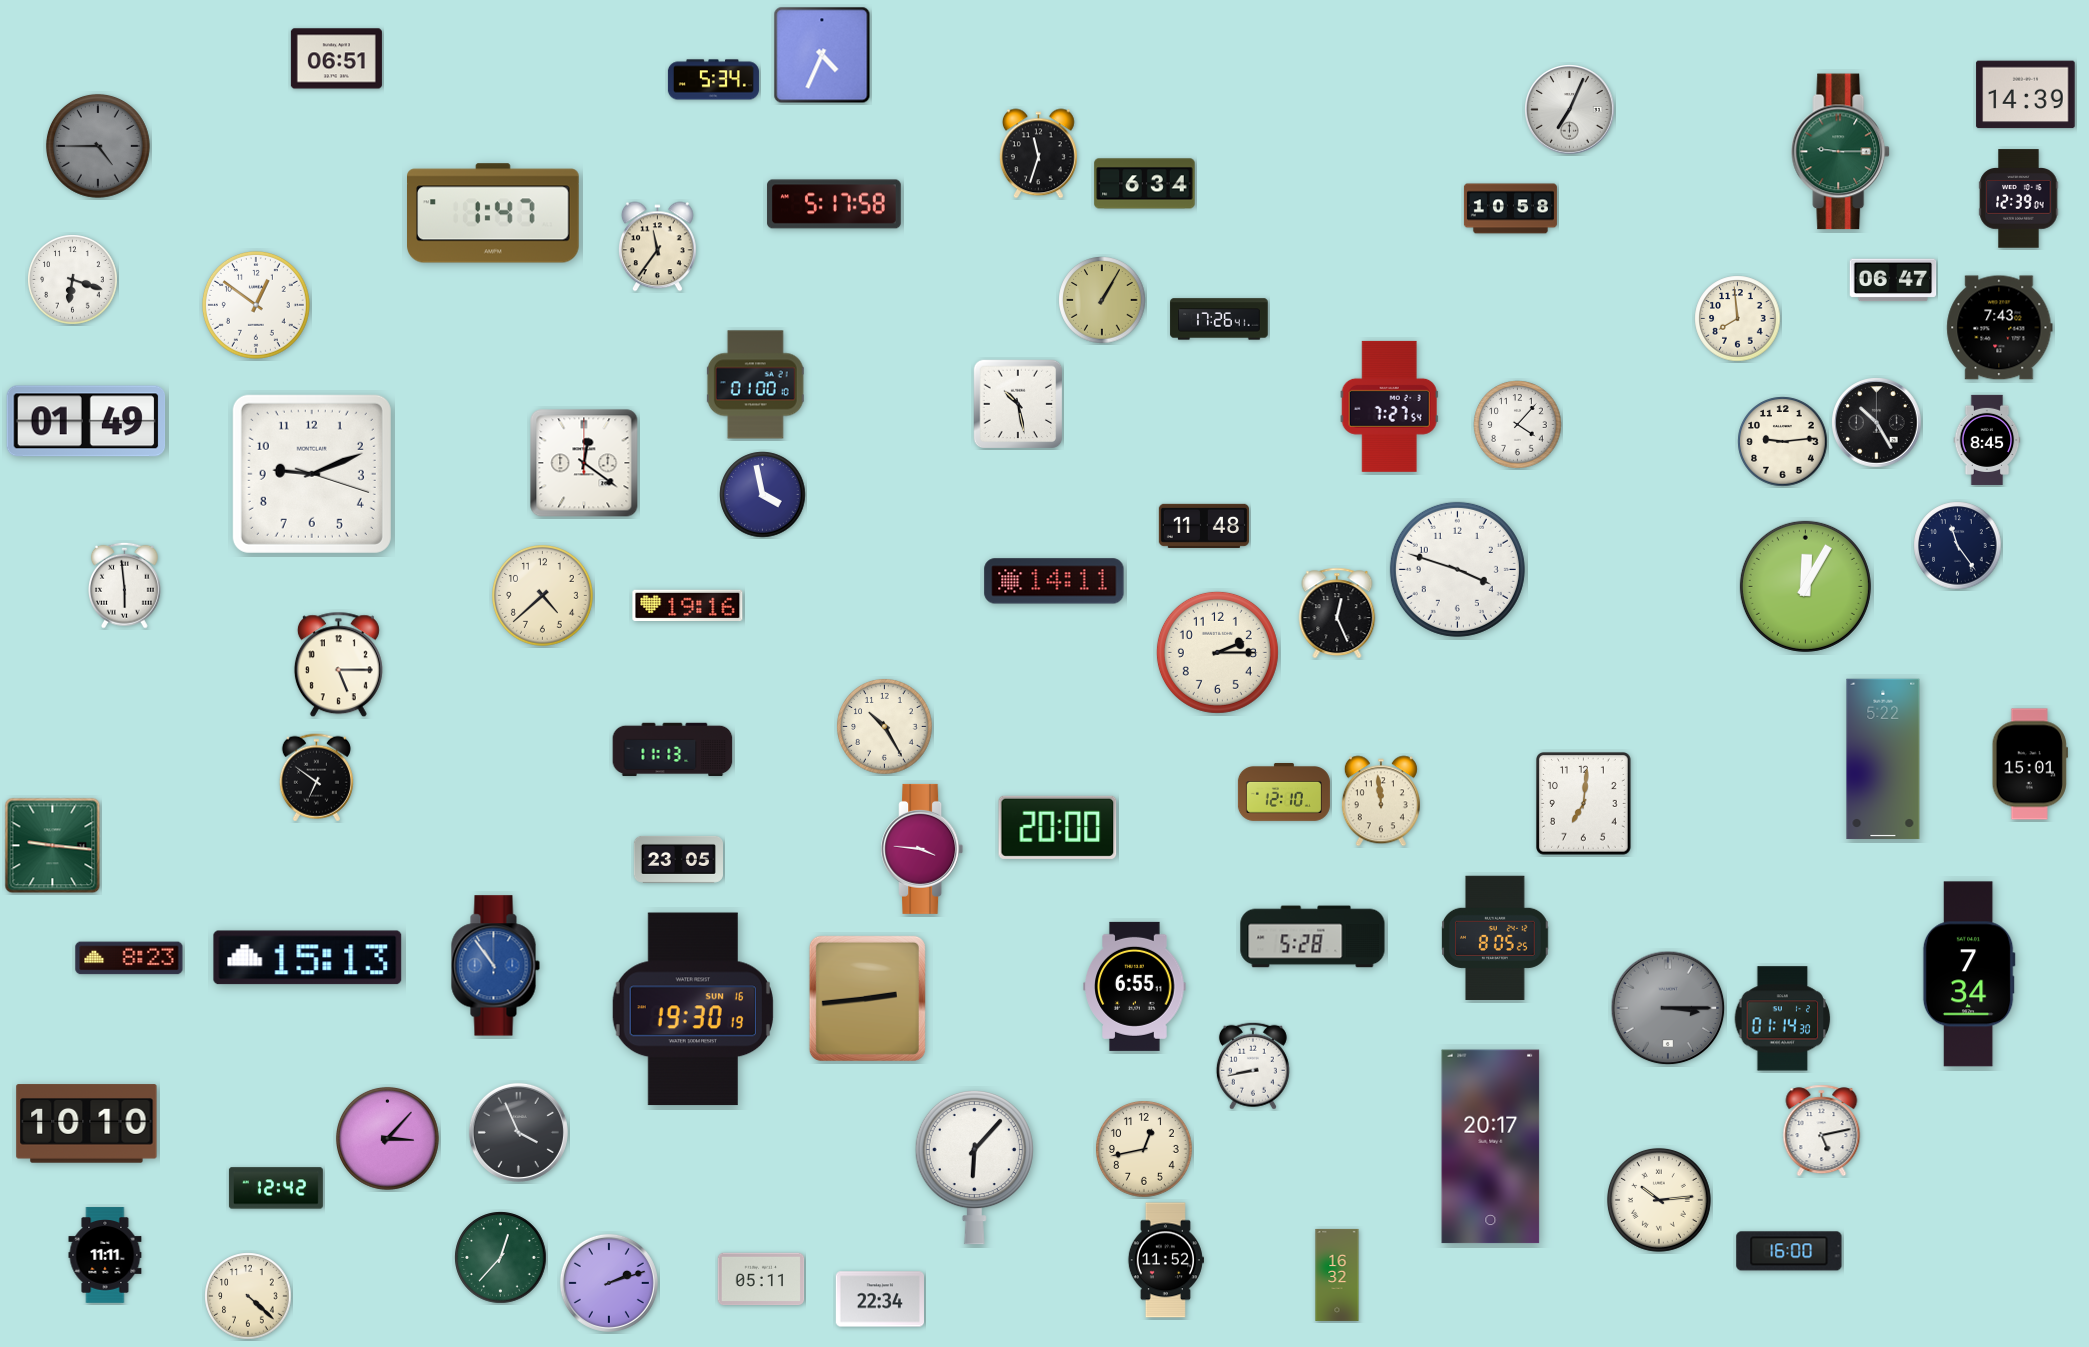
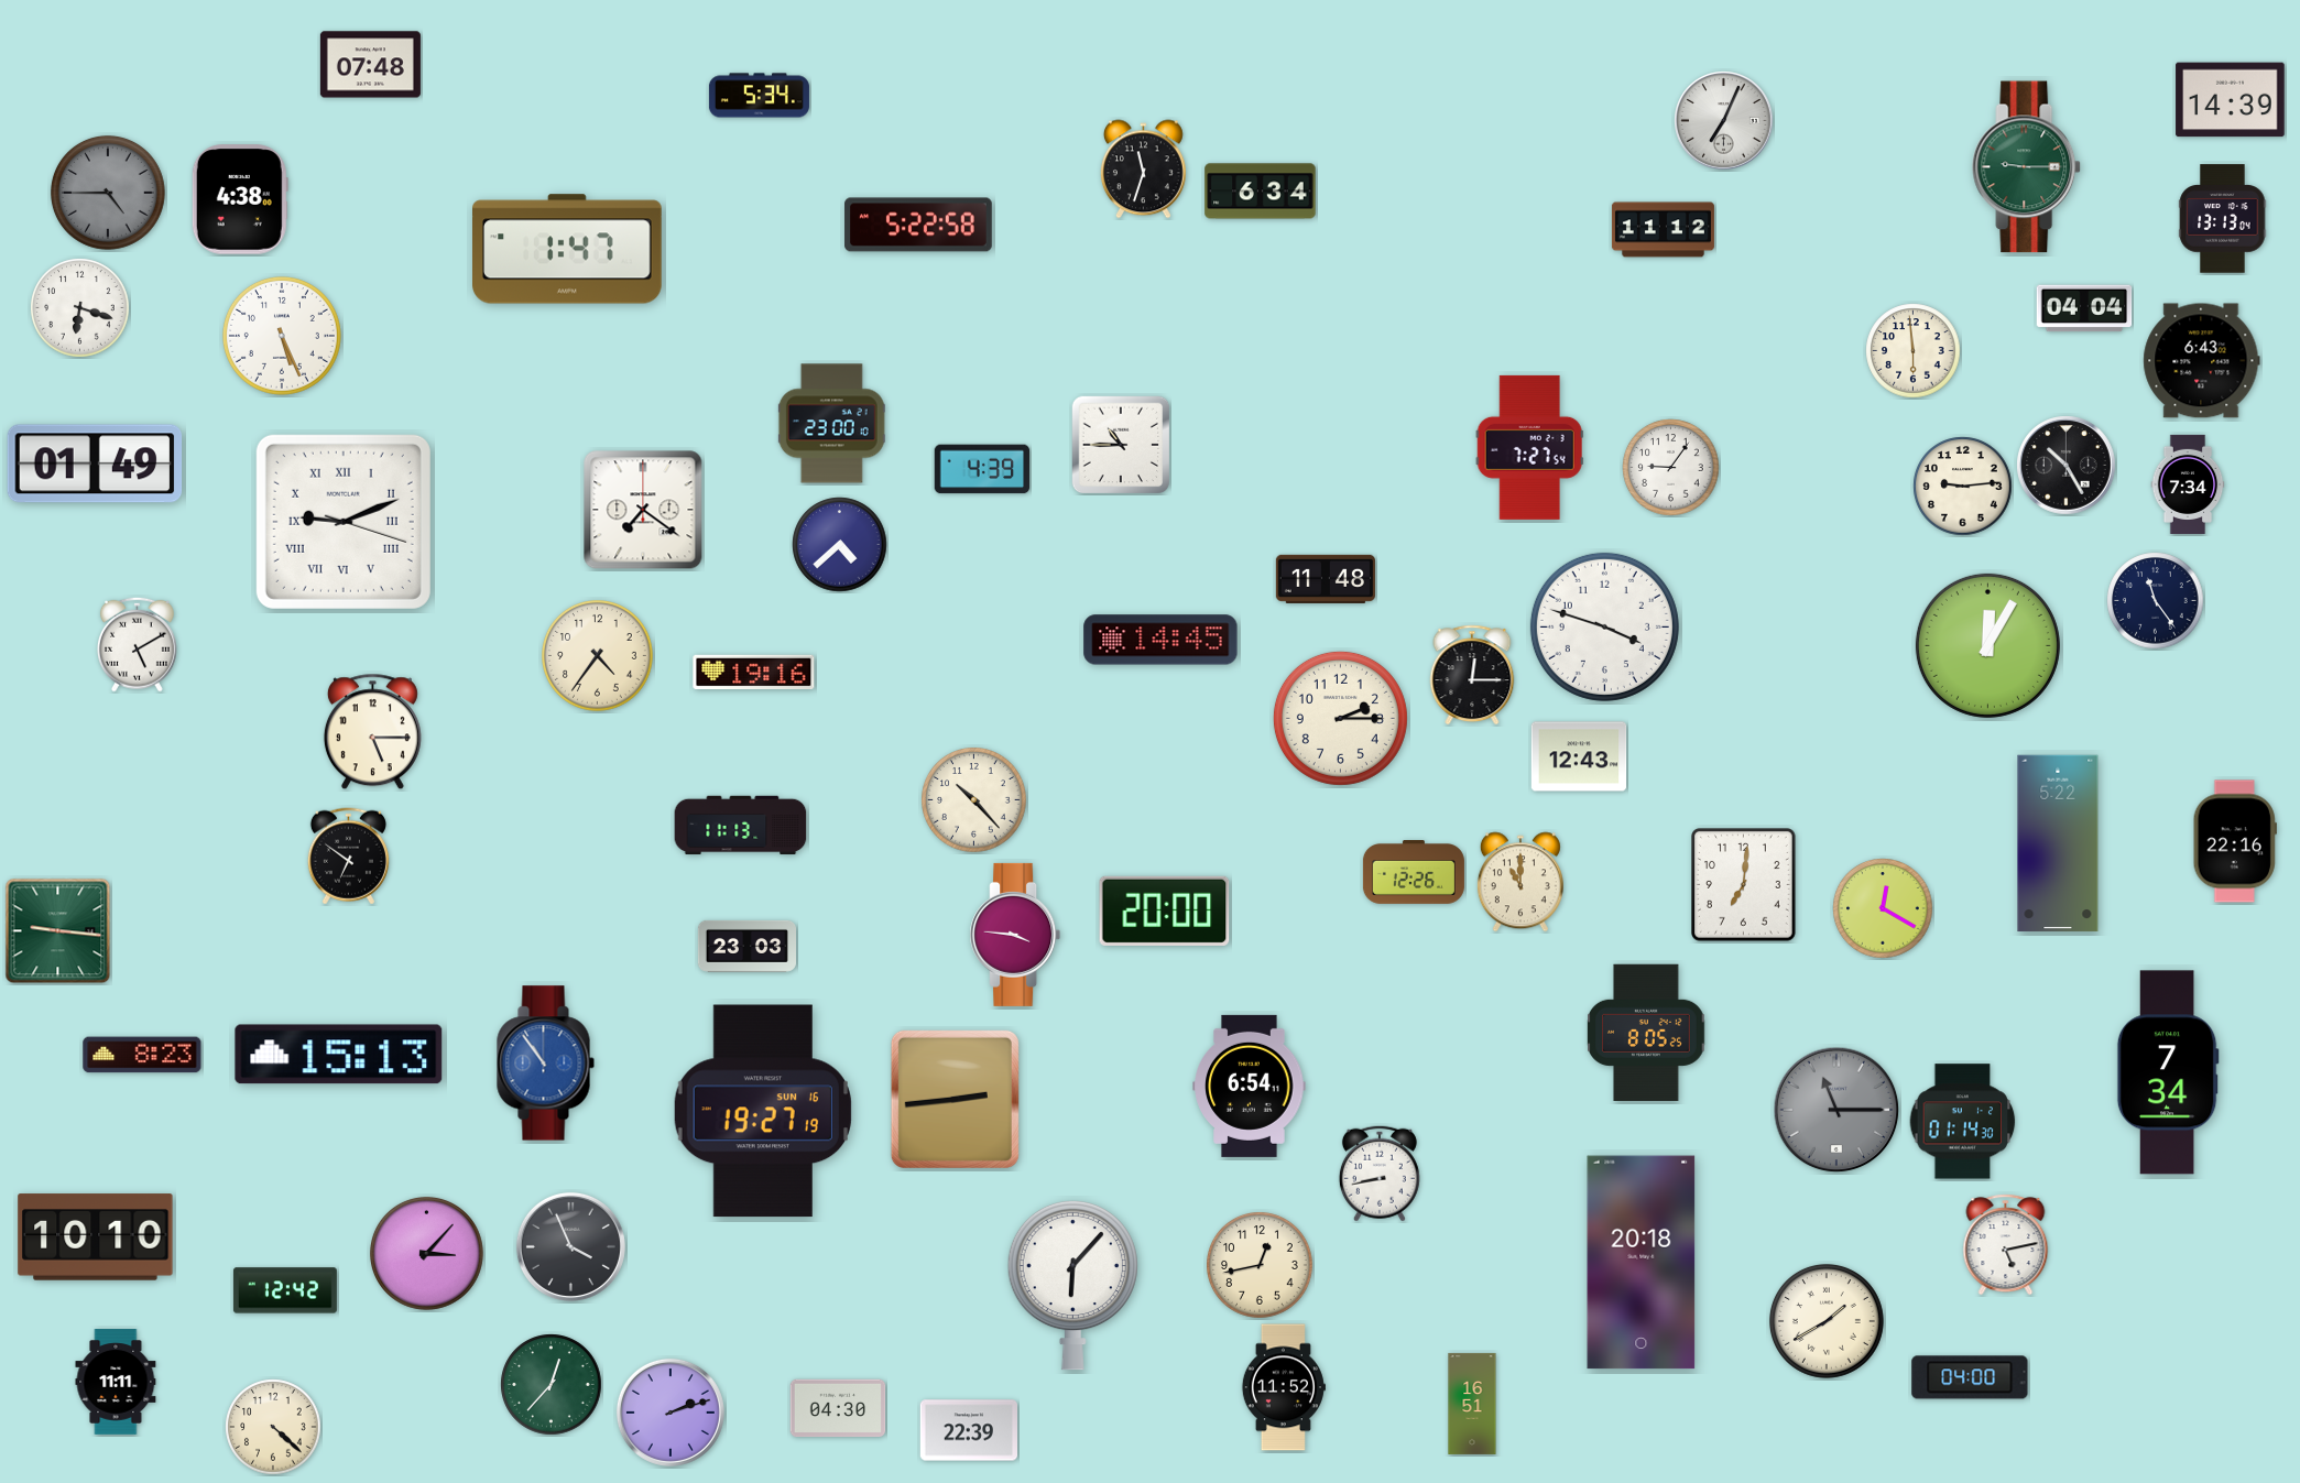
clock at (822, 55): 4:34 -> none
clock at (336, 59): 06:51 -> 07:48
clock at (713, 80) position: (713, 80) -> (759, 96)
clock at (2026, 95) position: (2026, 95) -> (2231, 100)
clock at (1570, 110) position: (1570, 110) -> (1724, 121)
clock at (98, 146) position: (98, 146) -> (108, 193)
clock at (240, 199): none -> 4:38
clock at (1145, 184) position: (1145, 184) -> (1261, 192)
clock at (2019, 199): 12:39 -> 13:13
clock at (834, 204): 5:17 -> 5:22
clock at (1510, 209): 10:58 -> 11:12
clock at (493, 213) position: (493, 213) -> (567, 249)
clock at (657, 247): 11:36 -> none
clock at (1893, 280): 06:47 -> 04:04
clock at (1102, 300): 1:05 -> none
clock at (256, 305): 12:51 -> 5:26
clock at (1219, 319): 17:26 -> none
clock at (1738, 319): 7:59 -> 5:59
clock at (2000, 328): 7:43 -> 6:43
clock at (755, 385): 01:00 -> 23:00
clock at (1018, 404): 10:28 -> 10:45
clock at (1518, 425): 4:07 -> 9:06
clock at (982, 469): none -> 4:39
clock at (1987, 440): 8:45 -> 7:34
clock at (584, 463): 12:21 -> 7:21
clock at (312, 474) numerals: Arabic -> Roman
clock at (763, 495): 3:58 -> 4:38
clock at (1054, 581): 14:11 -> 14:45
clock at (125, 585): 5:59 -> 5:10
clock at (543, 596): 4:38 -> 4:36
clock at (688, 606) position: (688, 606) -> (754, 673)
clock at (1337, 613): 12:26 -> 12:15
clock at (1579, 756): none -> 12:43
clock at (885, 727): 10:25 -> 10:23
clock at (1883, 759) position: (1883, 759) -> (2058, 843)
clock at (2030, 764): 15:01 -> 22:16
clock at (1284, 793): 12:10 -> 12:26
clock at (1381, 801): 11:59 -> 11:00
clock at (1883, 908): none -> 12:20
clock at (678, 859): 23:05 -> 23:03
clock at (1313, 937): 5:28 -> none
clock at (1135, 986): 6:55 -> 6:54
clock at (1668, 1008): 3:15 -> 11:15
clock at (693, 1009): 19:30 -> 19:27
clock at (1491, 1147): 20:17 -> 20:18
clock at (276, 1188) position: (276, 1188) -> (285, 1290)
clock at (1659, 1200): 10:14 -> 1:40
clock at (1789, 1251): 16:00 -> 04:00
clock at (1337, 1275): 16:32 -> 16:51
clock at (761, 1279): 05:11 -> 04:30
clock at (879, 1299): 22:34 -> 22:39
